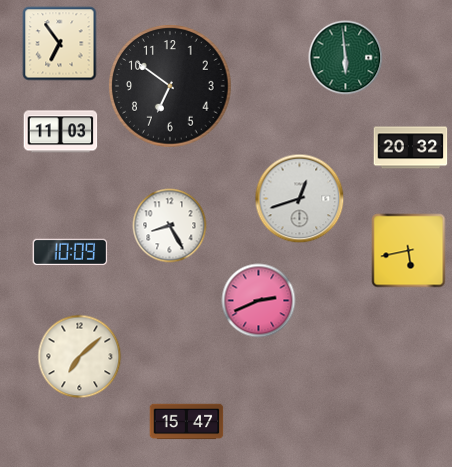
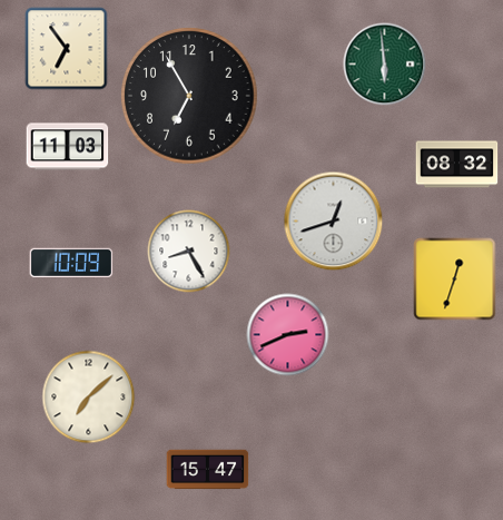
clock at (170, 86): 6:51 -> 6:55
clock at (411, 148): 20:32 -> 08:32
clock at (70, 251) position: (70, 251) -> (71, 262)
clock at (409, 251): 5:43 -> 12:33
